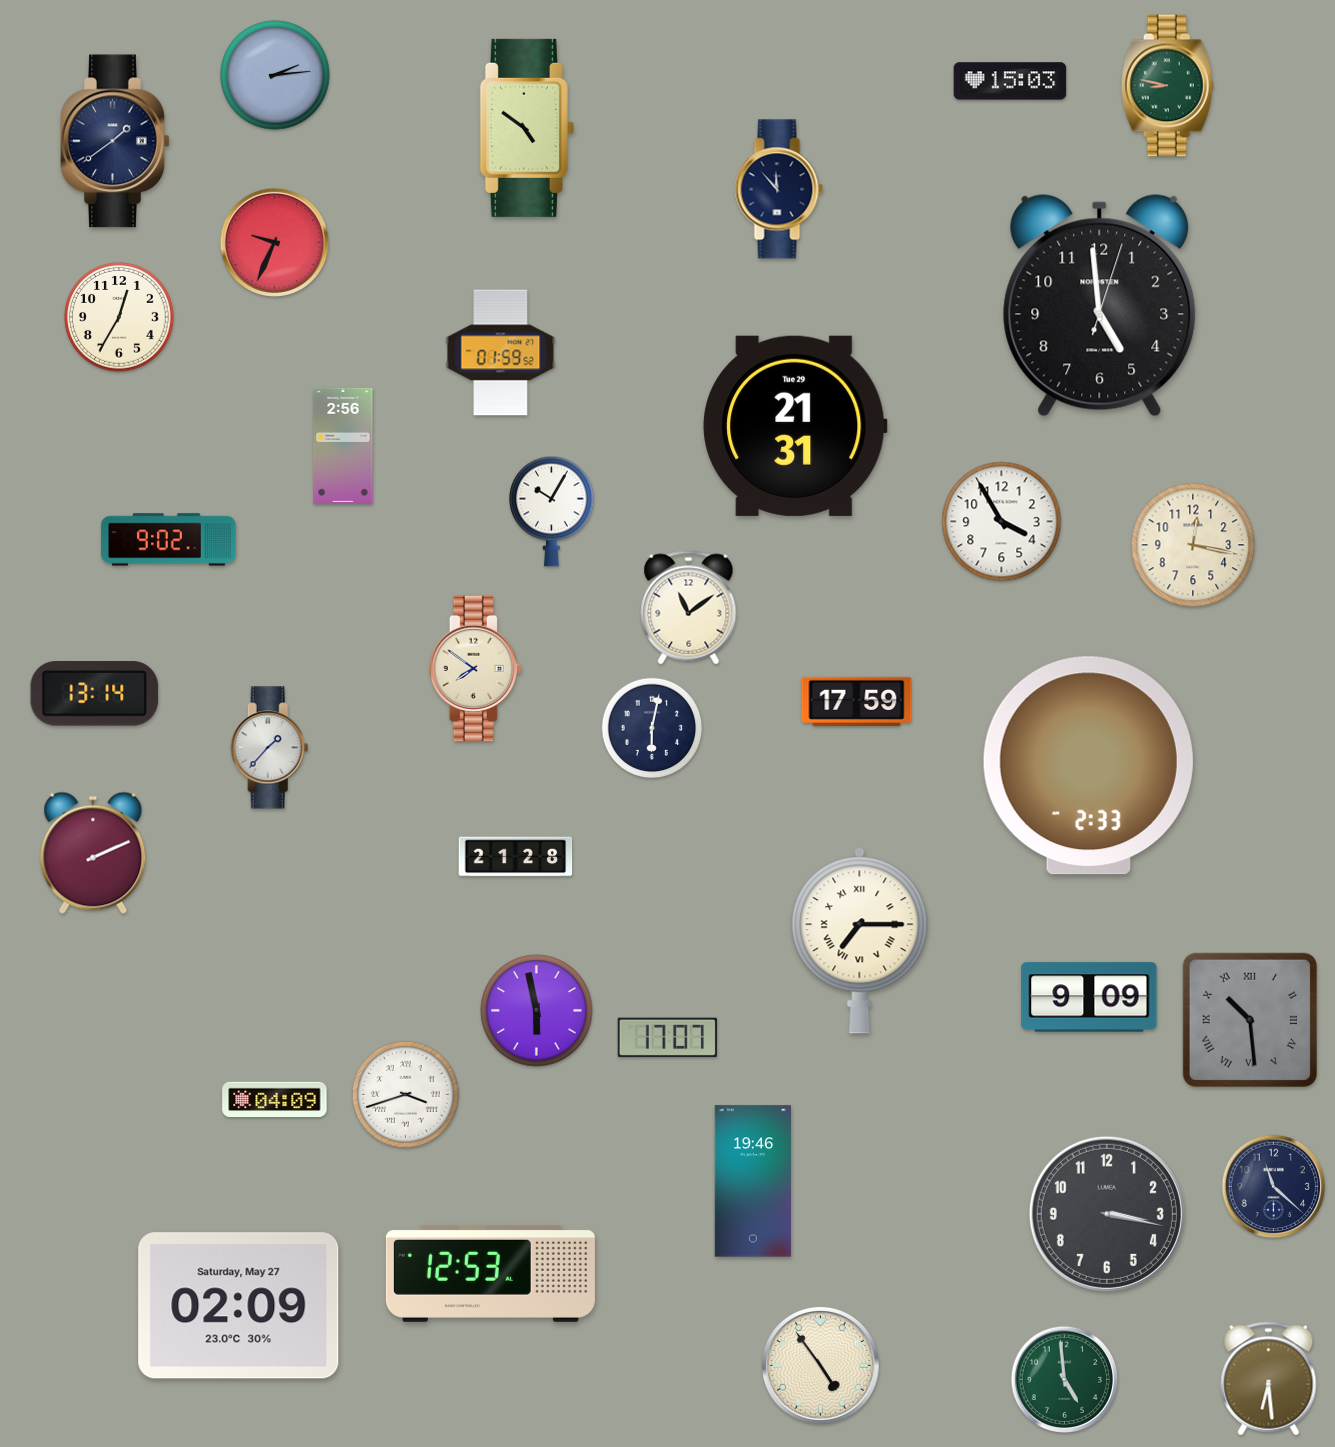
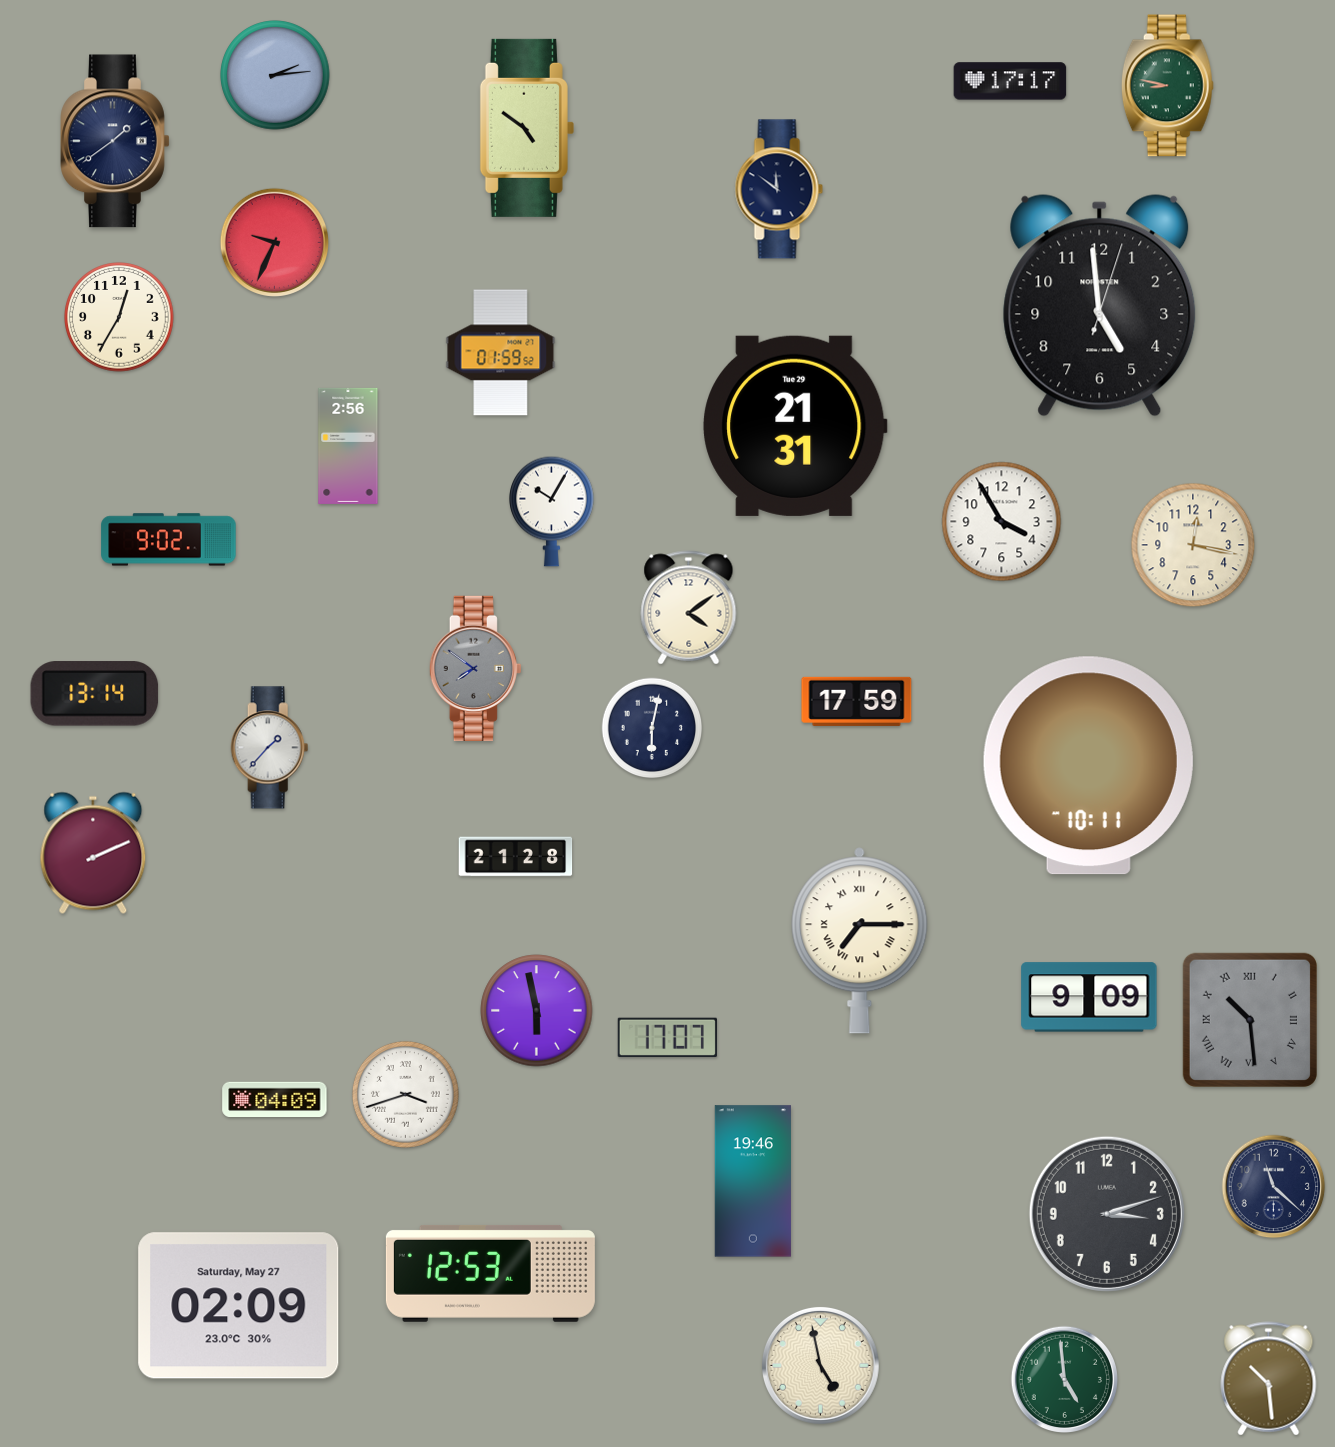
clock at (1010, 81): 15:03 -> 17:17
clock at (779, 189): 11:53 -> 11:51
clock at (343, 446) position: (343, 446) -> (348, 446)
clock at (689, 608): 11:09 -> 4:09
clock at (475, 668) dial: cream -> grey
clock at (1088, 766): 2:33 -> 10:11
clock at (1107, 1214): 3:17 -> 3:12
clock at (820, 1365): 4:54 -> 4:58
clock at (1269, 1379): 6:29 -> 10:29
